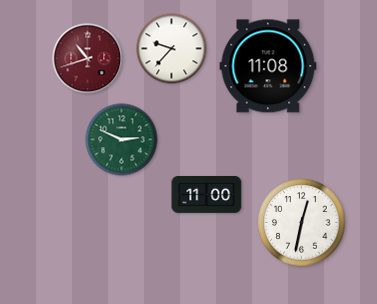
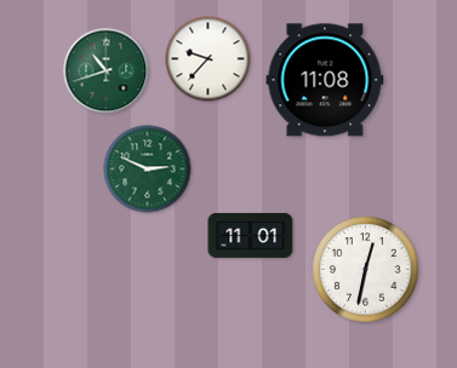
clock at (88, 59) dial: burgundy -> green
clock at (207, 194): 11:00 -> 11:01
